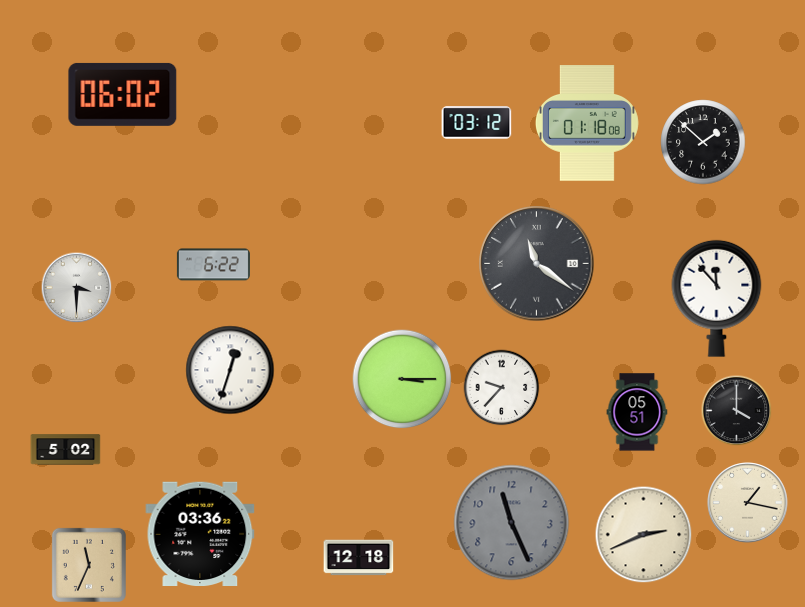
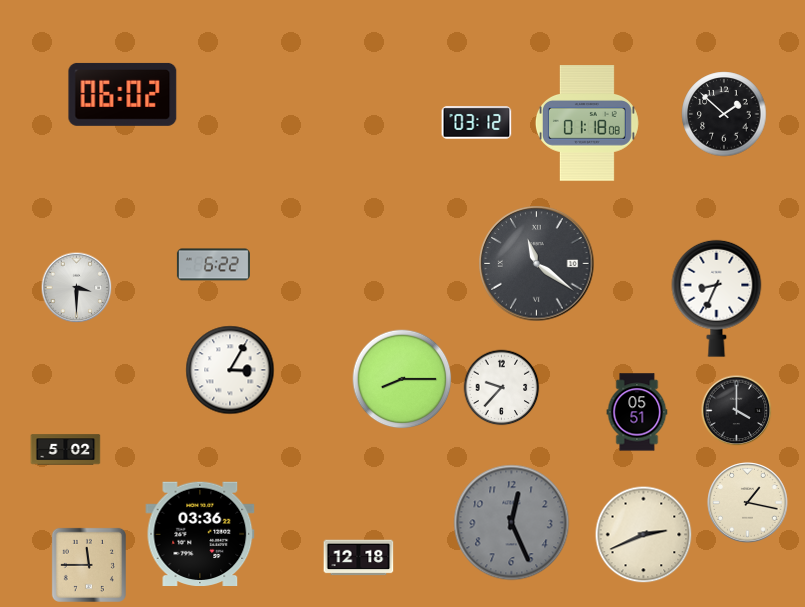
clock at (703, 142) position: (703, 142) -> (724, 114)
clock at (717, 298): 11:53 -> 8:34
clock at (230, 370): 12:33 -> 3:05
clock at (402, 379): 3:15 -> 8:15
clock at (512, 523): 11:26 -> 12:26
clock at (89, 565): 11:34 -> 11:45
